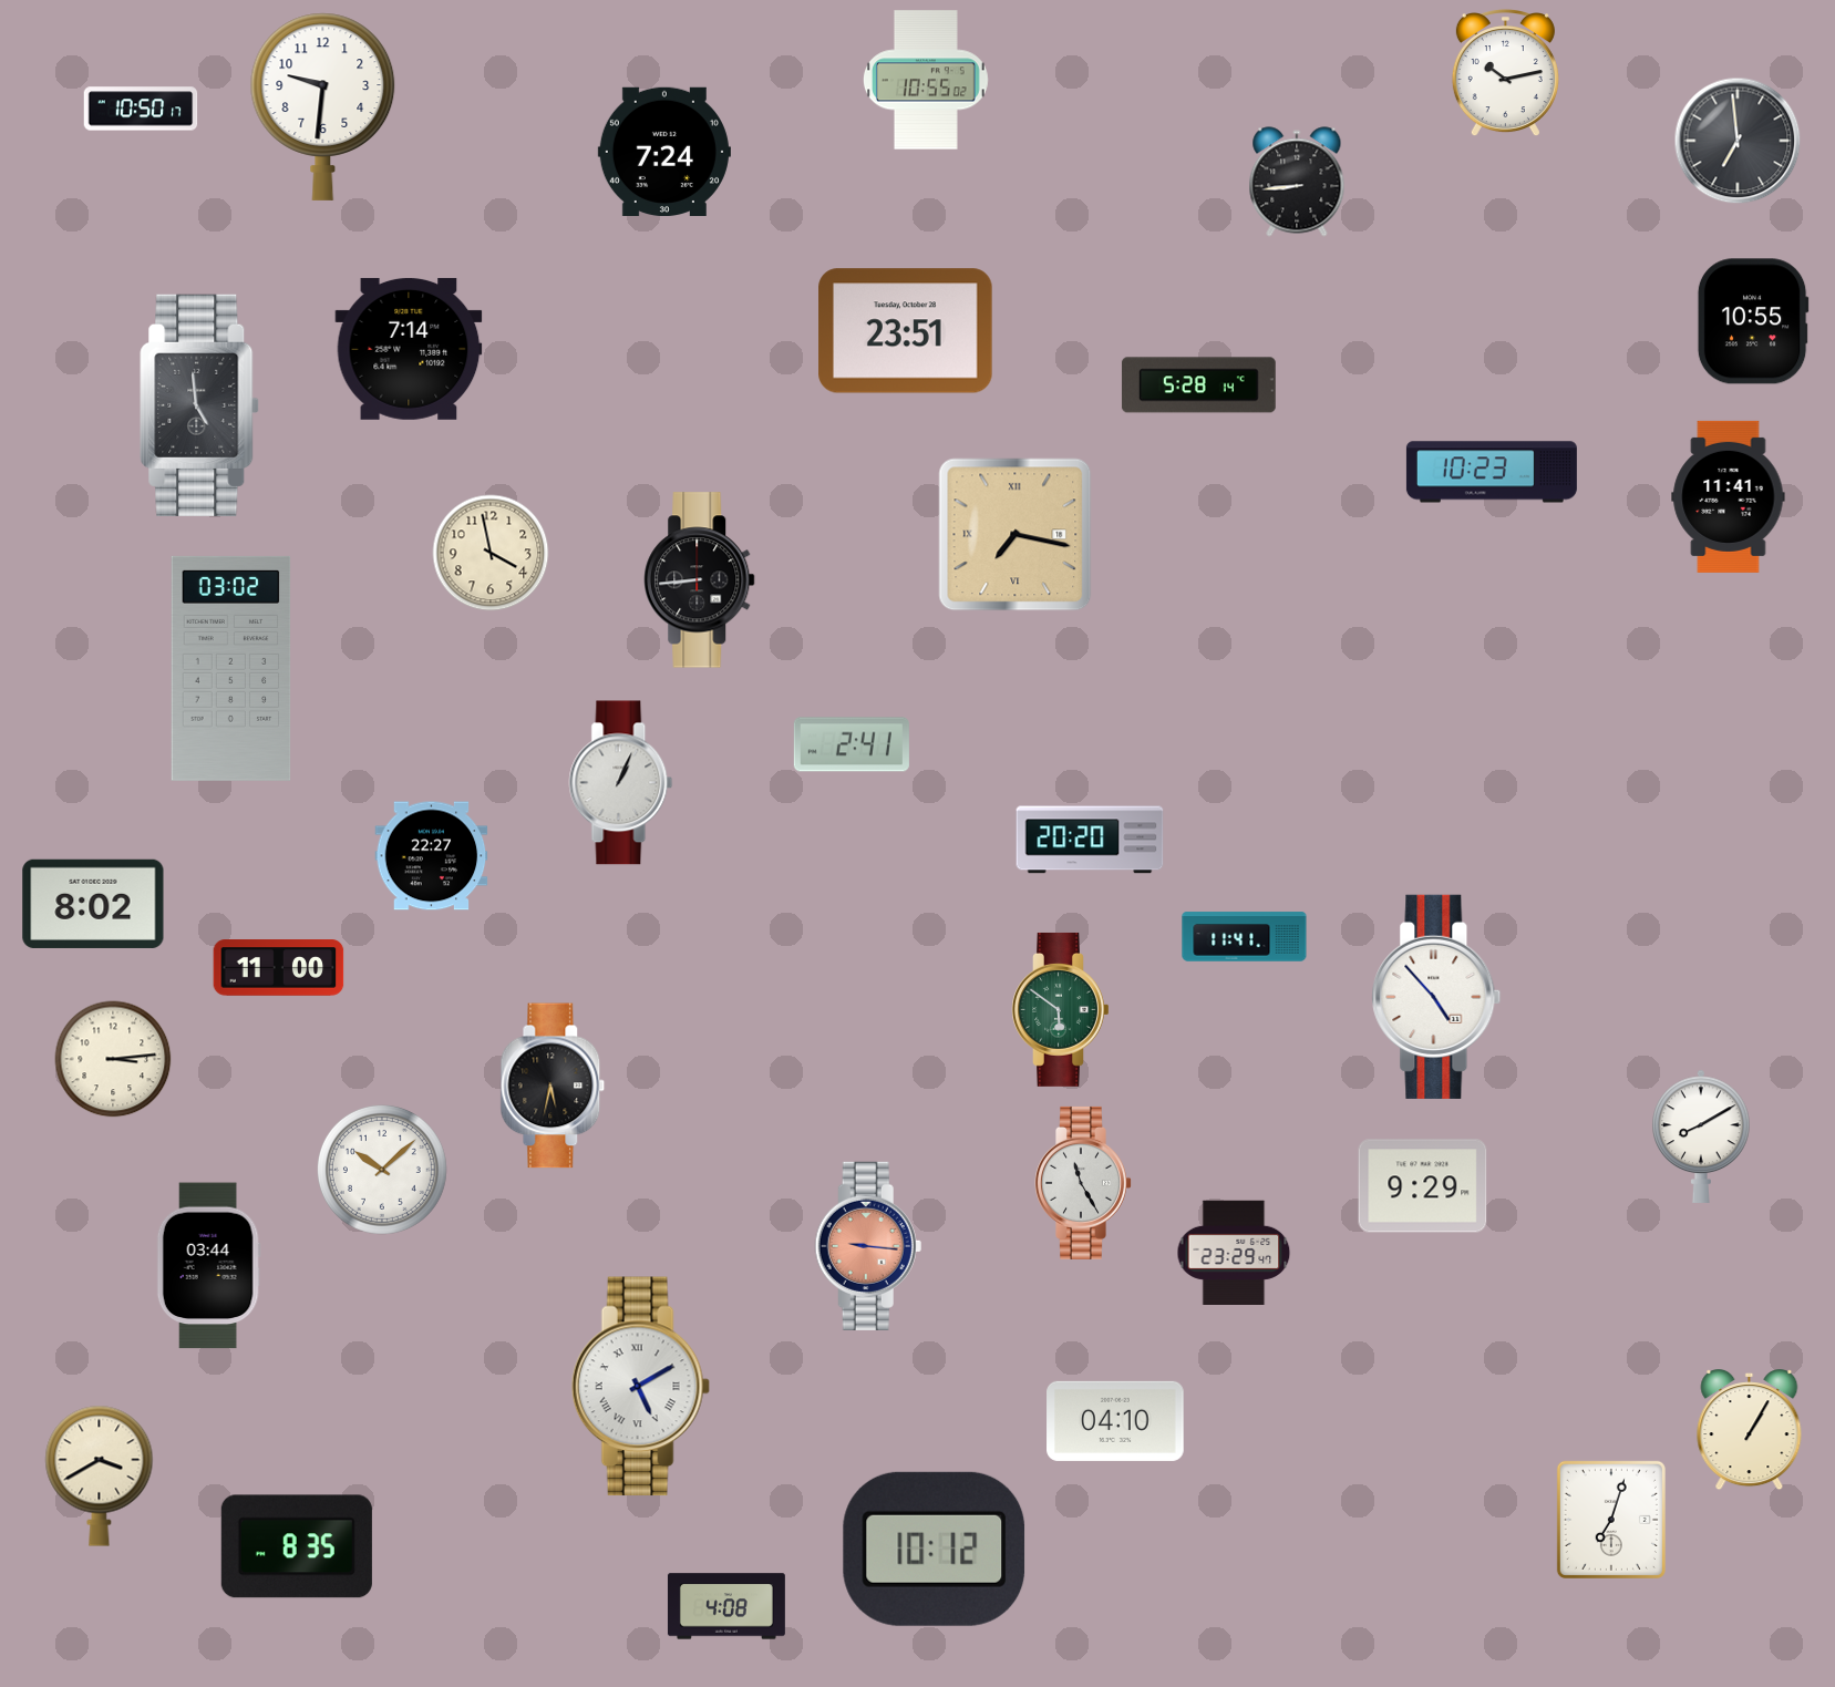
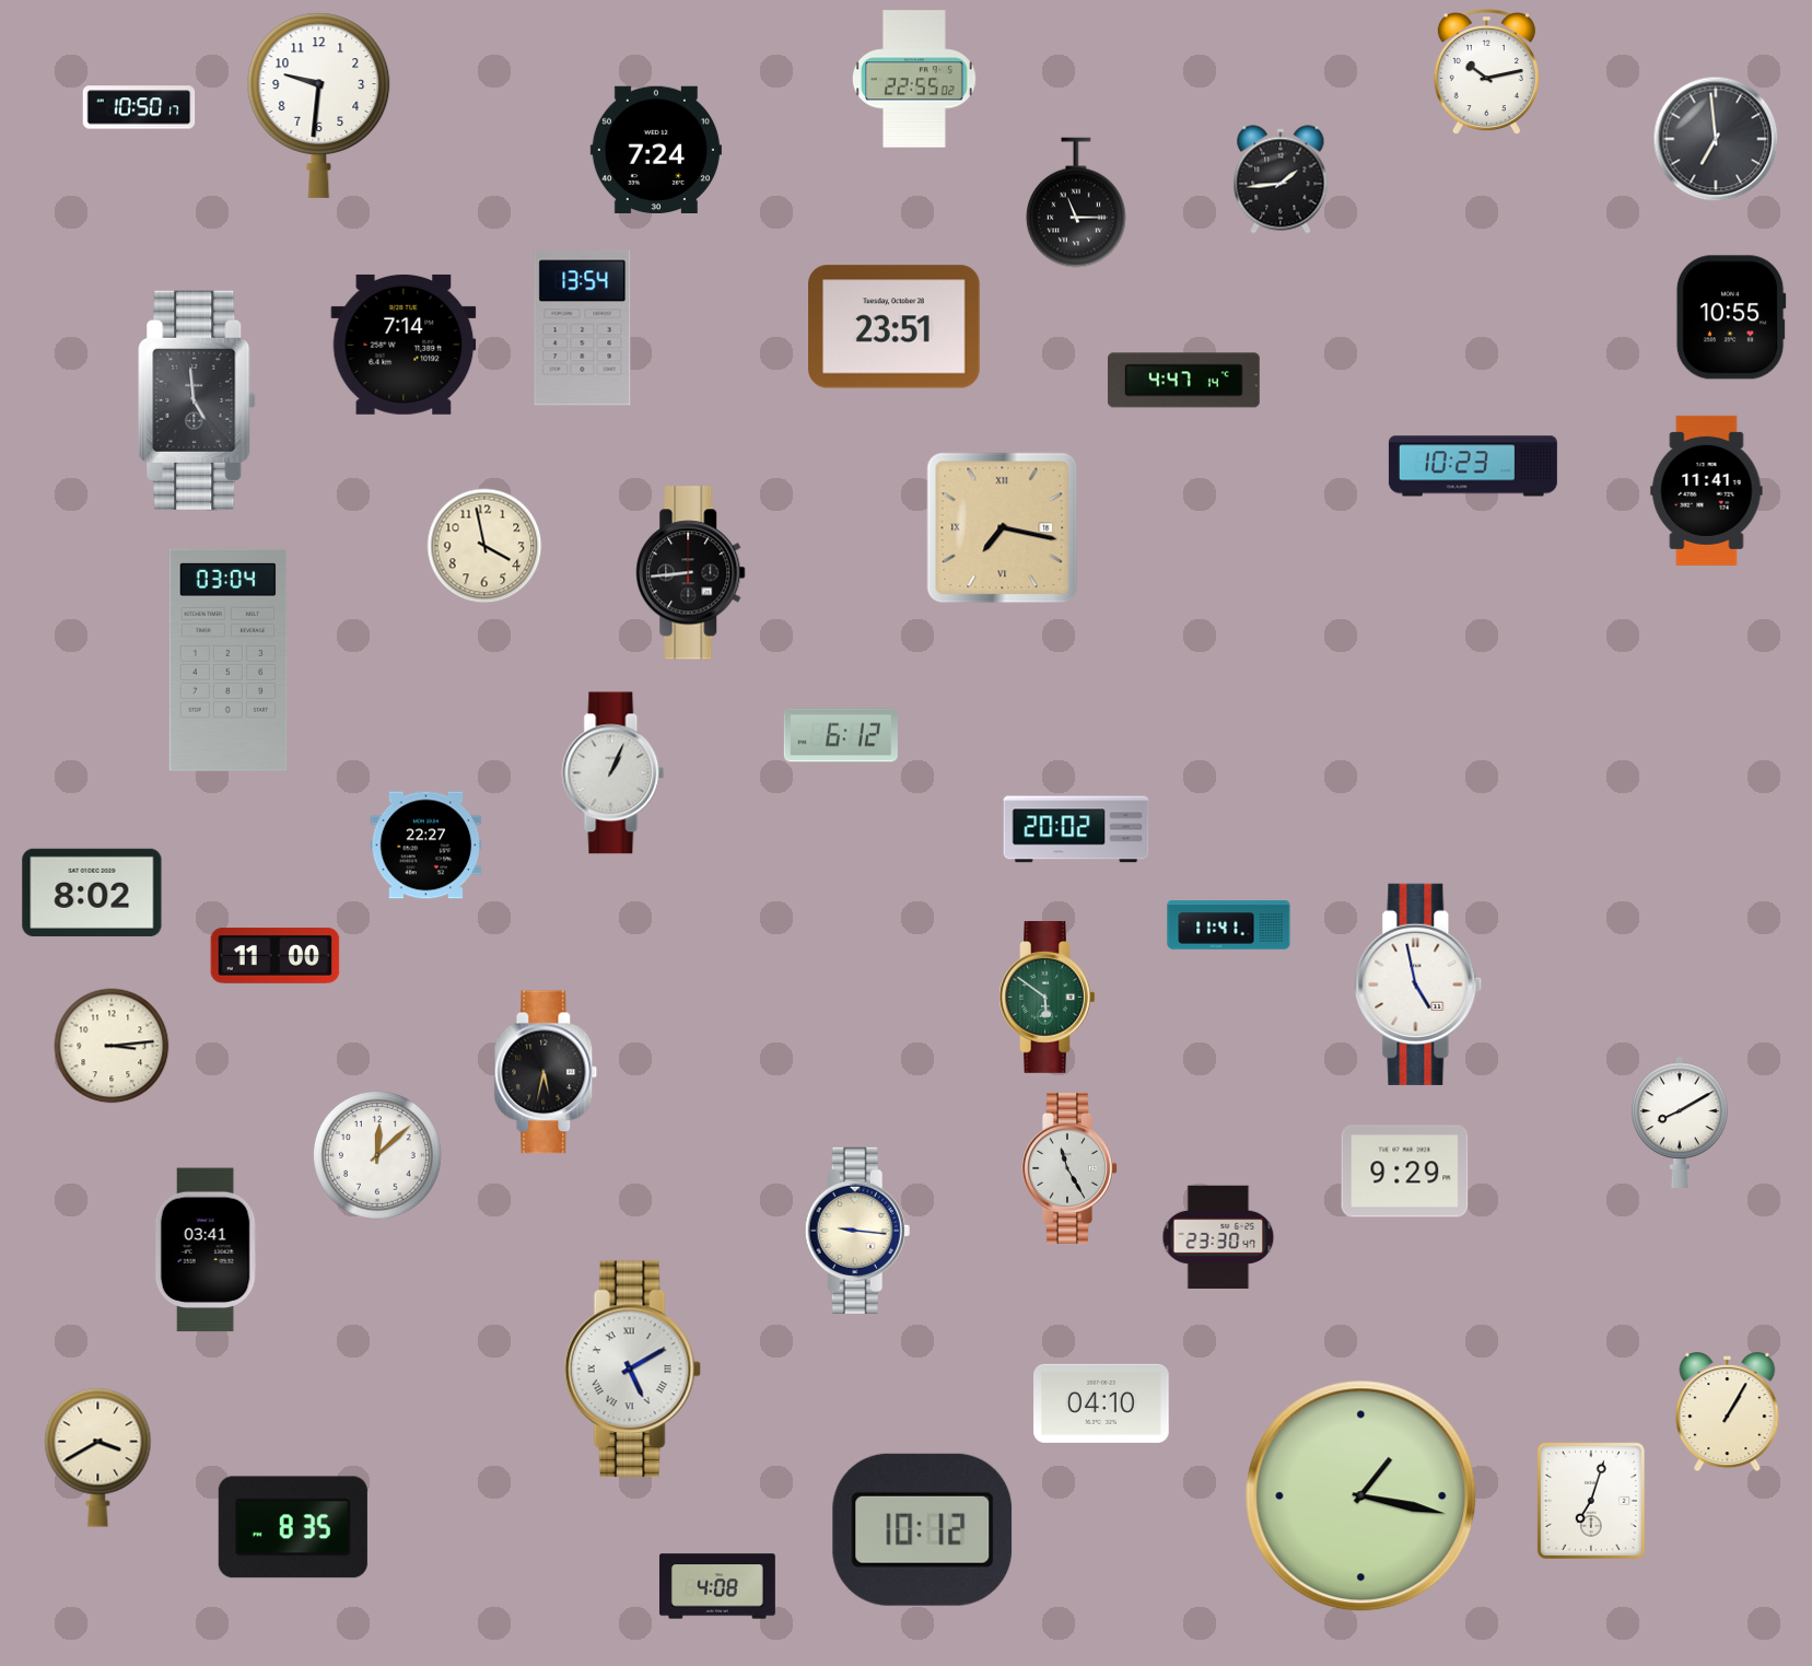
clock at (926, 80): 10:55 -> 22:55
clock at (1297, 182): 8:44 -> 1:44
clock at (1077, 202): none -> 11:15
clock at (583, 328): none -> 13:54
clock at (1198, 385): 5:28 -> 4:47
clock at (231, 668): 03:02 -> 03:04
clock at (852, 744): 2:41 -> 6:12
clock at (1090, 840): 20:20 -> 20:02
clock at (1436, 997): 4:53 -> 4:58
clock at (382, 1170): 10:08 -> 12:08
clock at (868, 1246) dial: salmon -> cream
clock at (1234, 1252): 23:29 -> 23:30
clock at (208, 1266): 03:44 -> 03:41
clock at (1361, 1496): none -> 1:17
